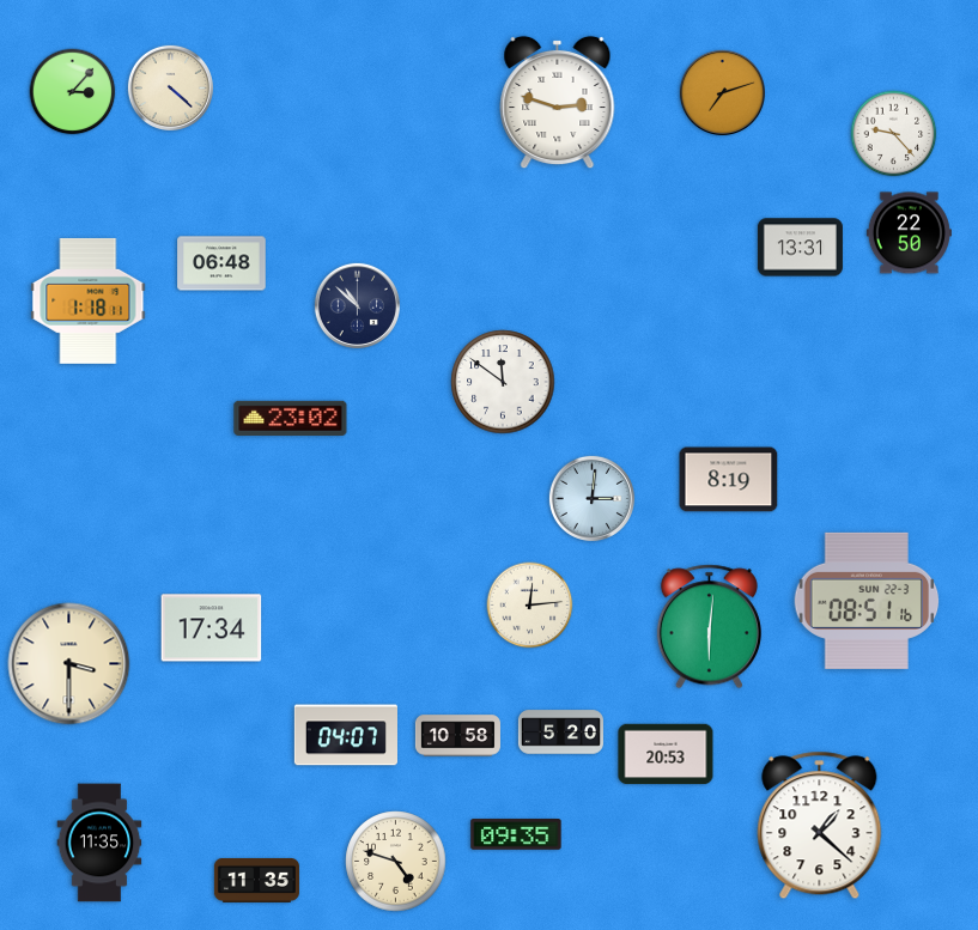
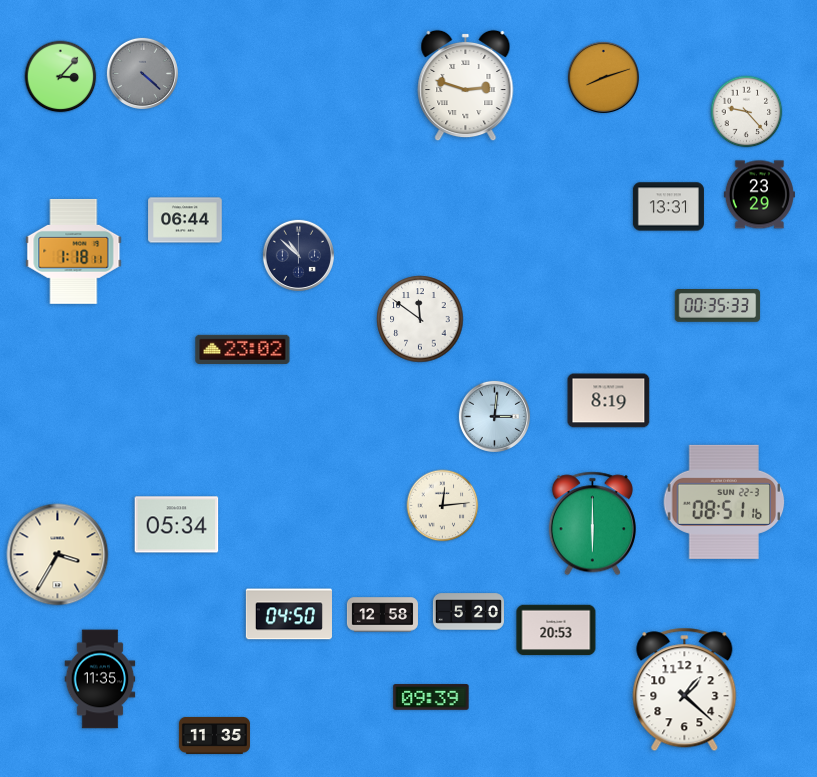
clock at (170, 87) dial: cream -> grey
clock at (722, 92): 7:12 -> 8:12
clock at (909, 233): 22:50 -> 23:29
clock at (221, 263): 06:48 -> 06:44
clock at (718, 306): none -> 00:35
clock at (709, 627): 6:01 -> 6:00
clock at (212, 628): 17:34 -> 05:34
clock at (69, 664): 3:30 -> 3:35
clock at (345, 735): 04:07 -> 04:50
clock at (457, 736): 10:58 -> 12:58
clock at (516, 834): 09:35 -> 09:39
clock at (99, 843) position: (99, 843) -> (100, 679)
clock at (396, 862): 4:48 -> none
